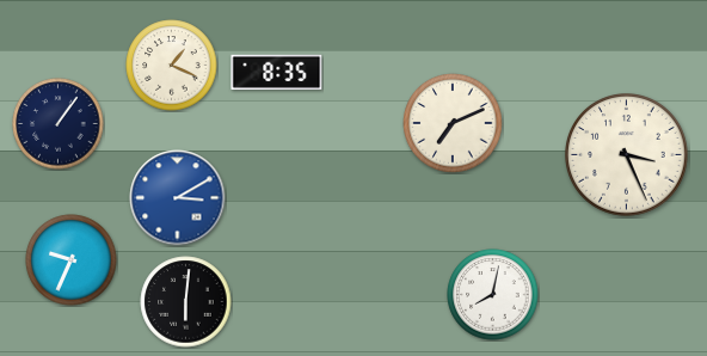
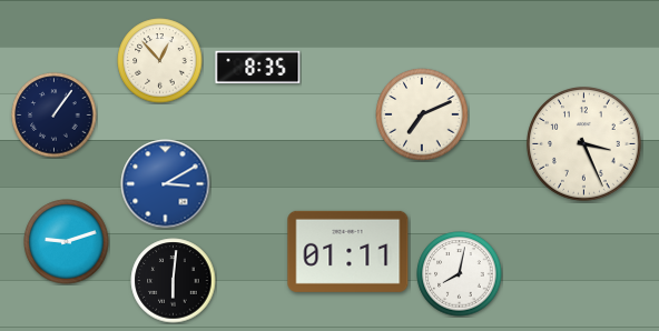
clock at (172, 66): 1:19 -> 12:53
clock at (72, 260): 9:34 -> 9:12
clock at (348, 251): none -> 01:11
